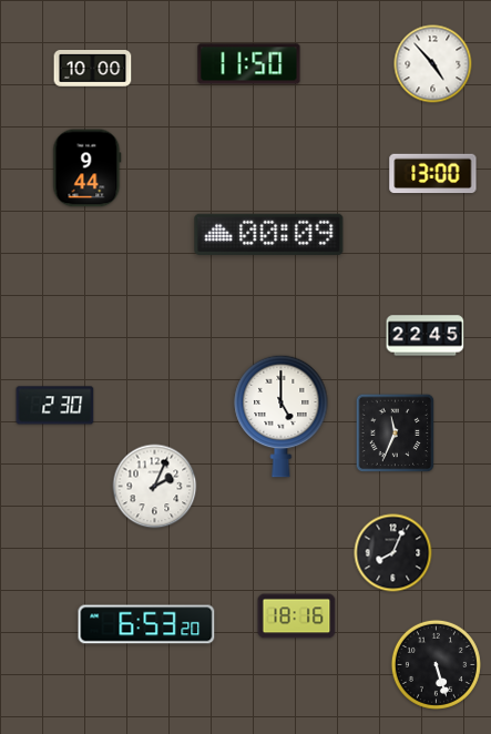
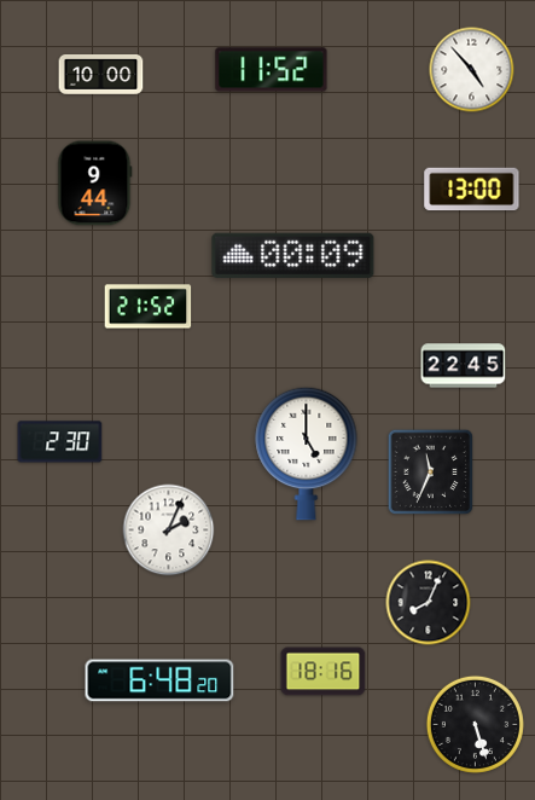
clock at (249, 64): 11:50 -> 11:52
clock at (149, 307): none -> 21:52
clock at (146, 624): 6:53 -> 6:48
